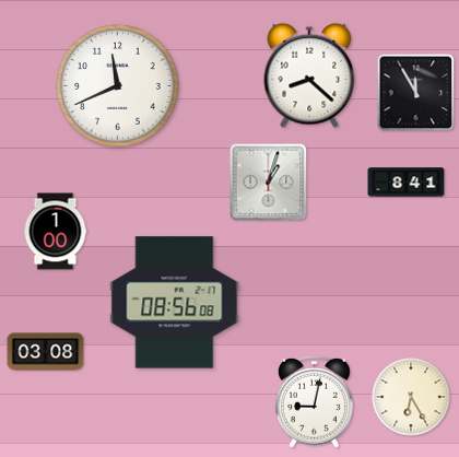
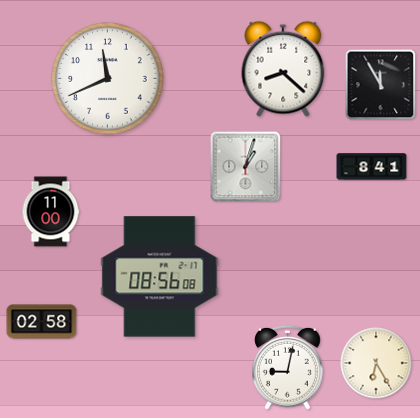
clock at (56, 232): 1:00 -> 11:00
clock at (46, 352): 03:08 -> 02:58
